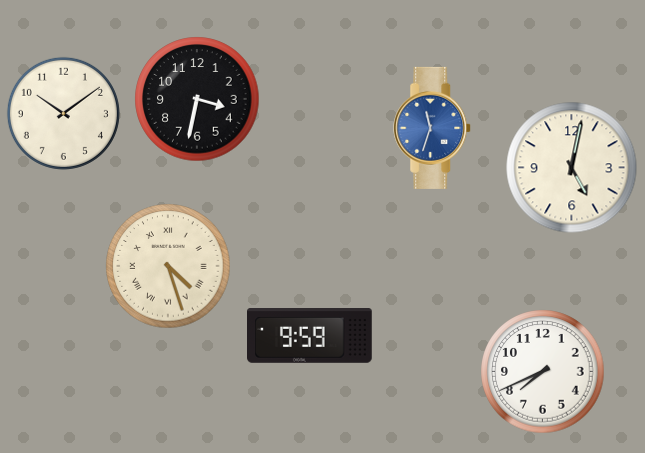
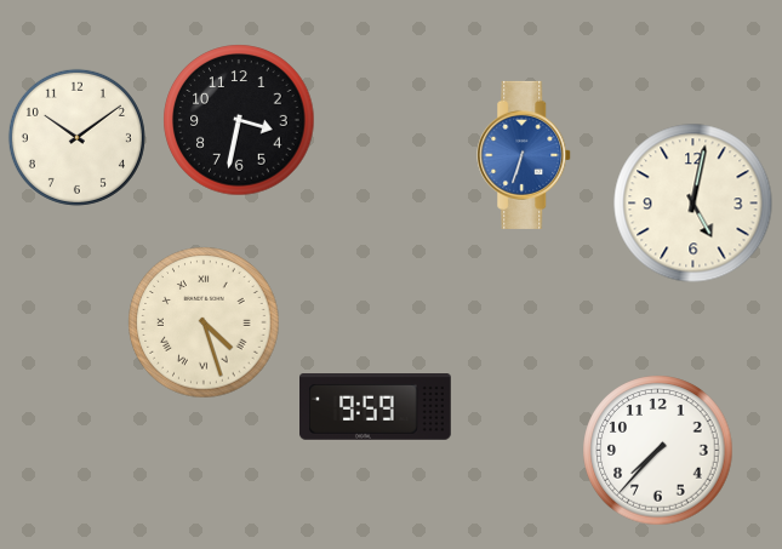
clock at (433, 128): 11:33 -> 6:33
clock at (543, 372): 7:41 -> 7:37
